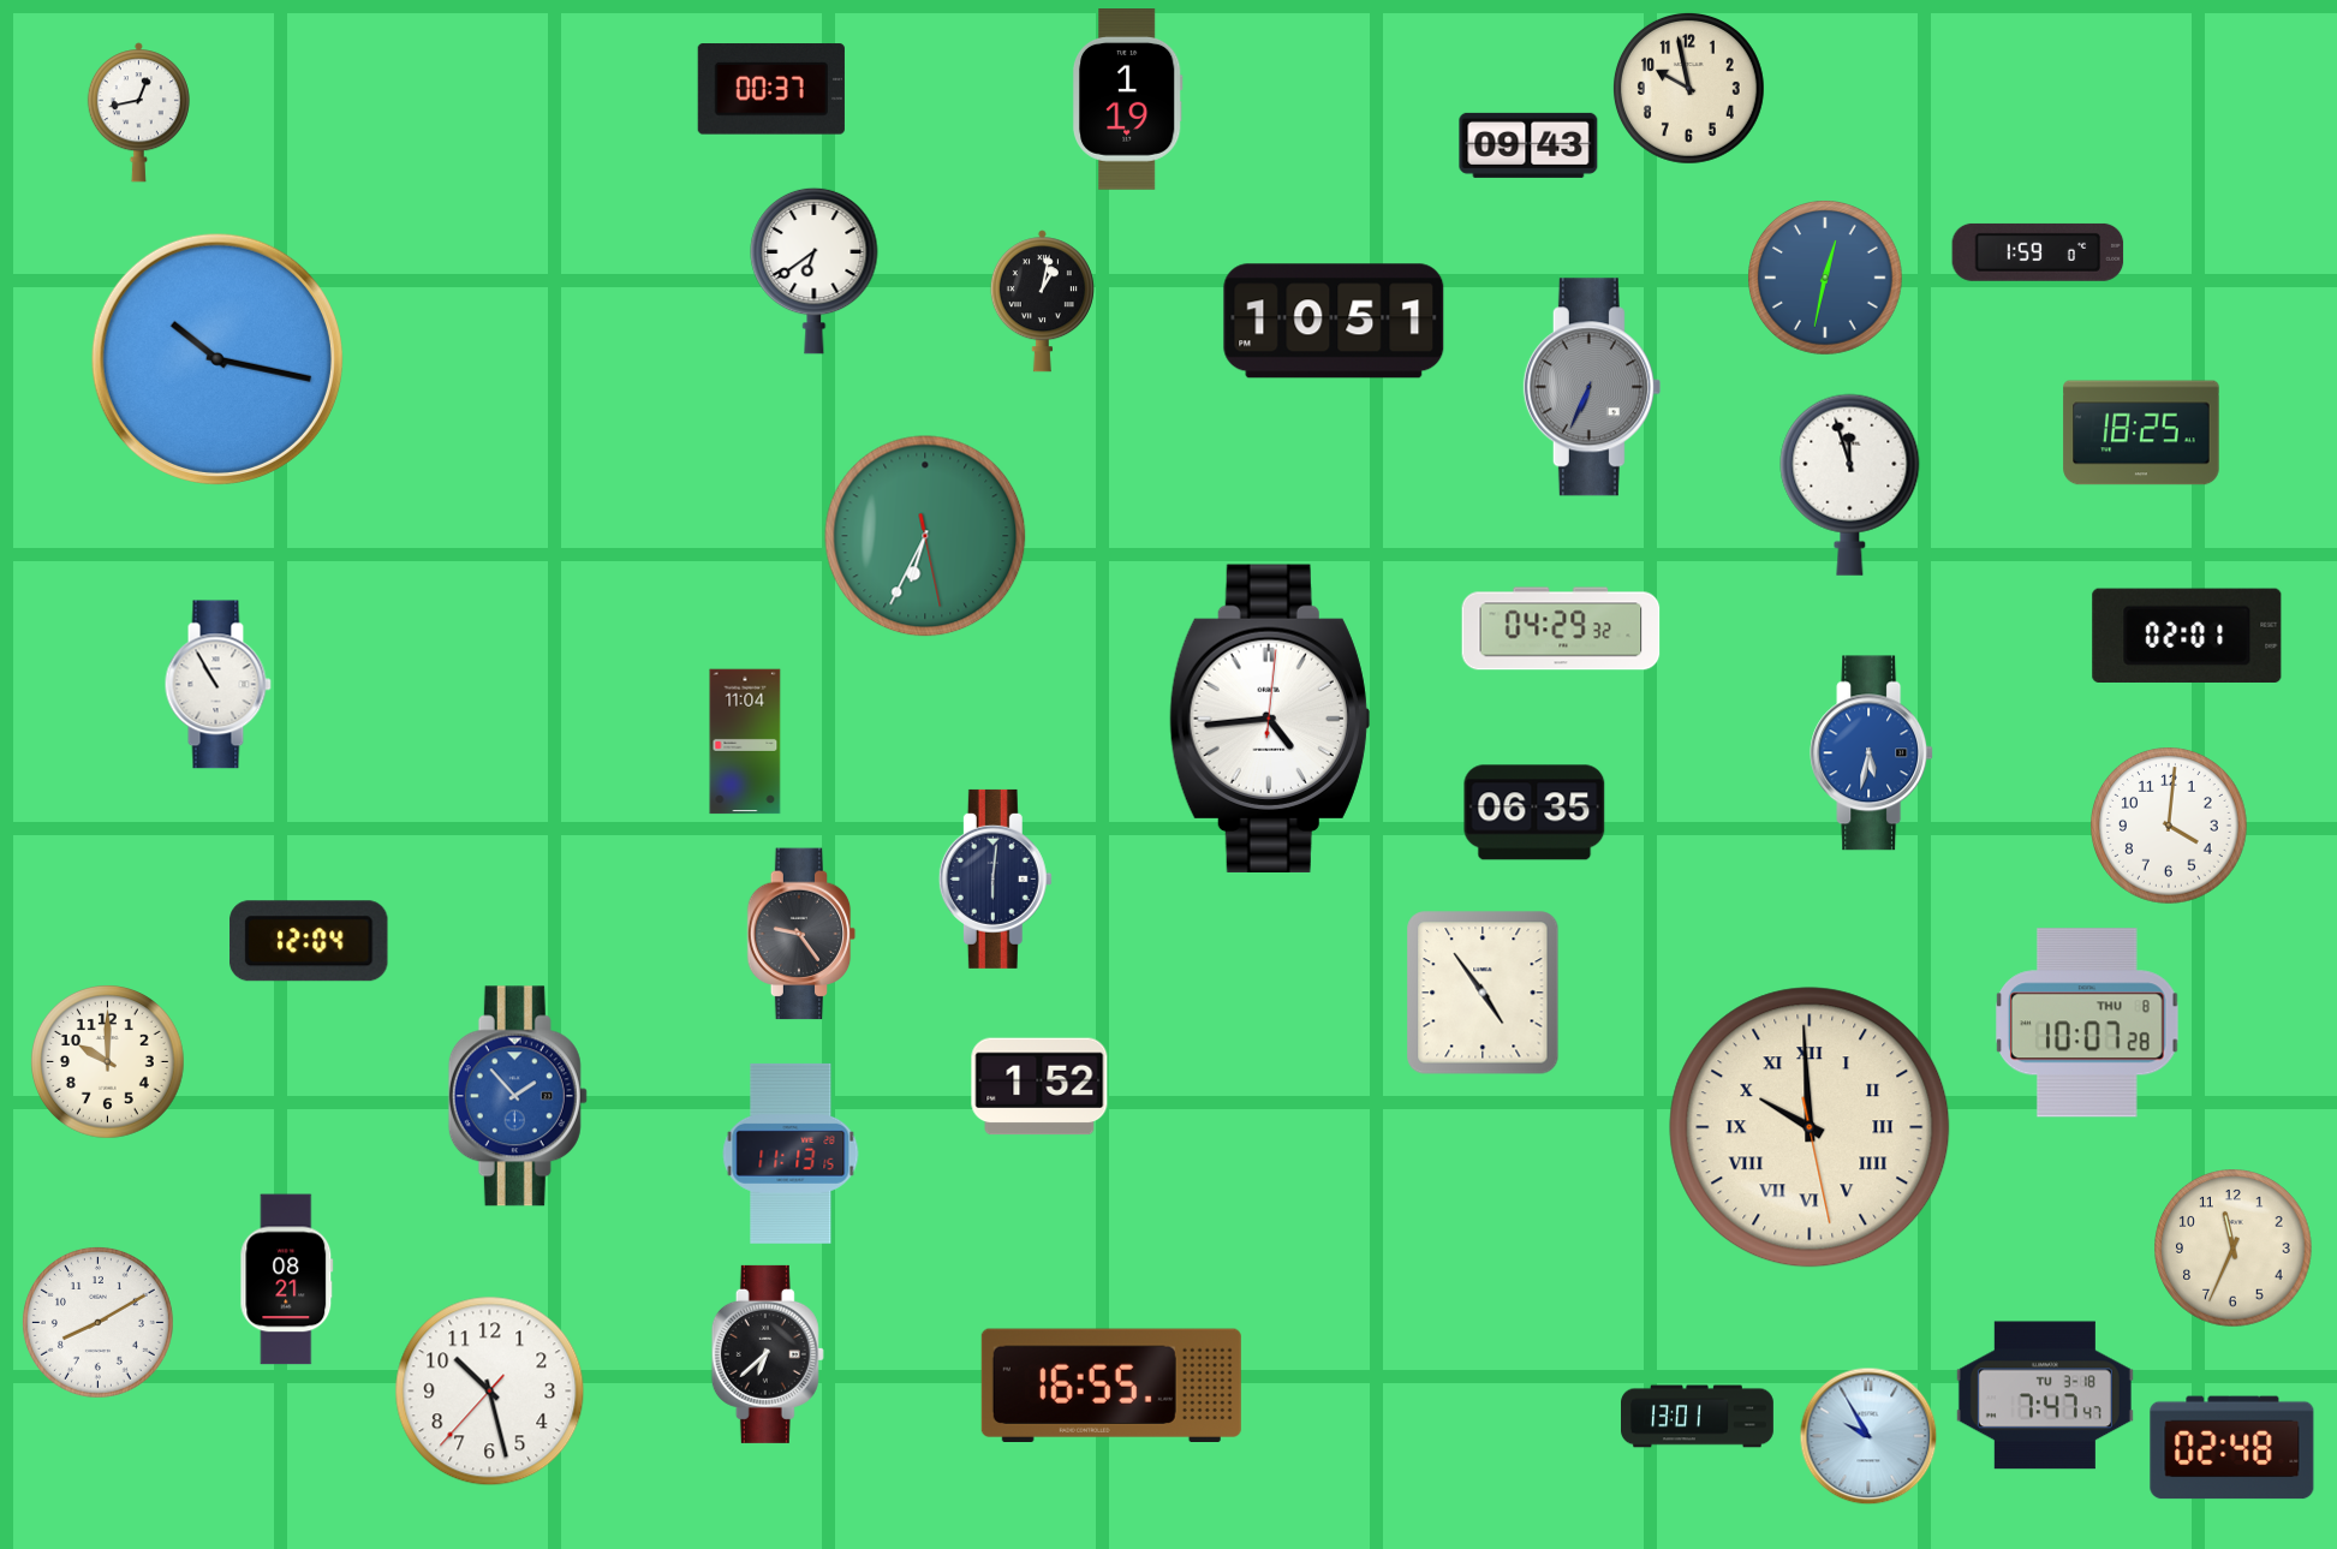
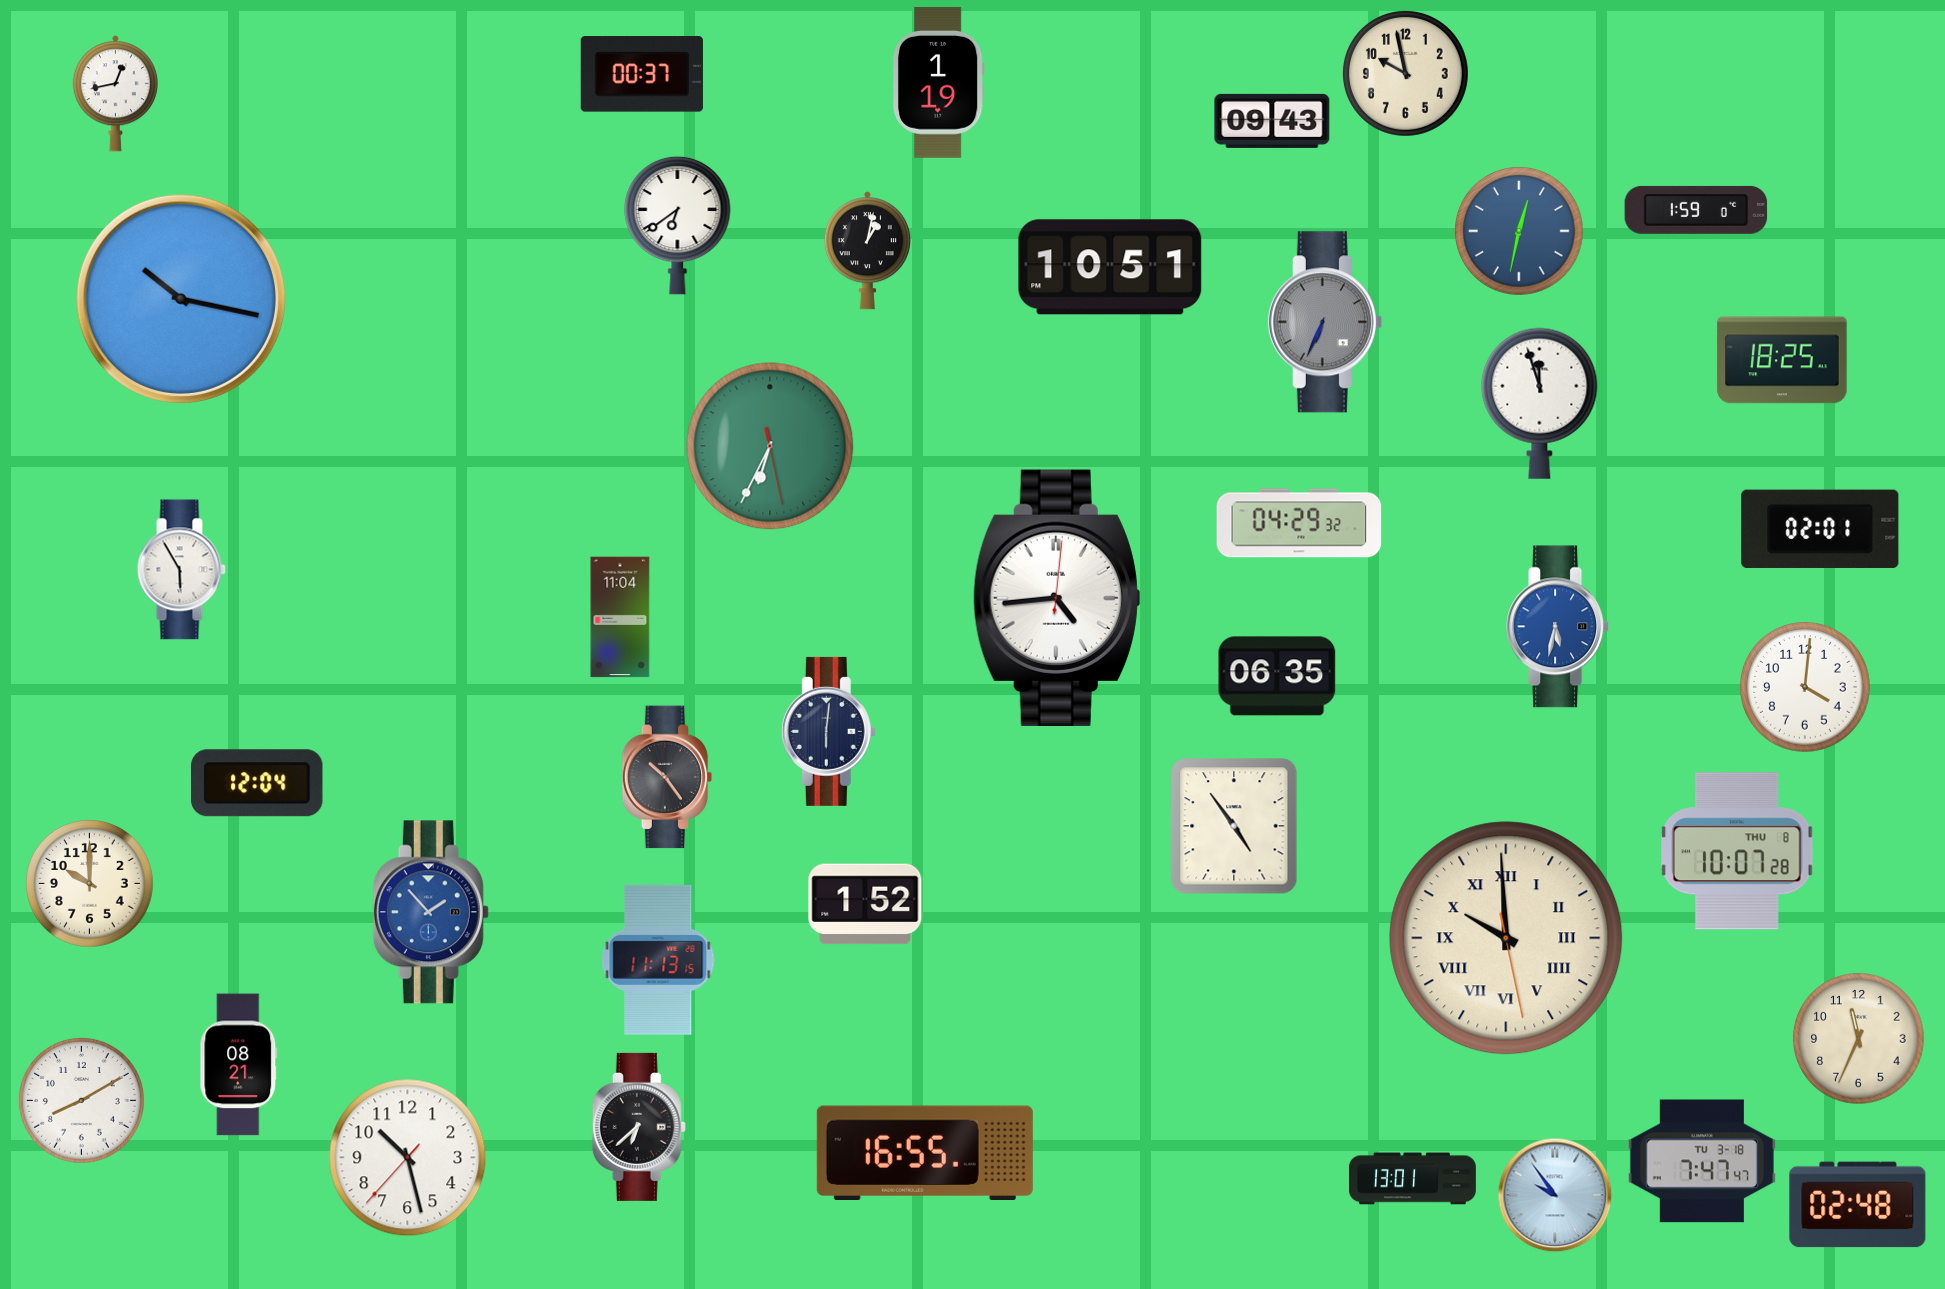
clock at (217, 685): 10:55 -> 5:55
clock at (801, 934): 9:24 -> 10:24
clock at (1868, 1436): 9:55 -> 9:54
